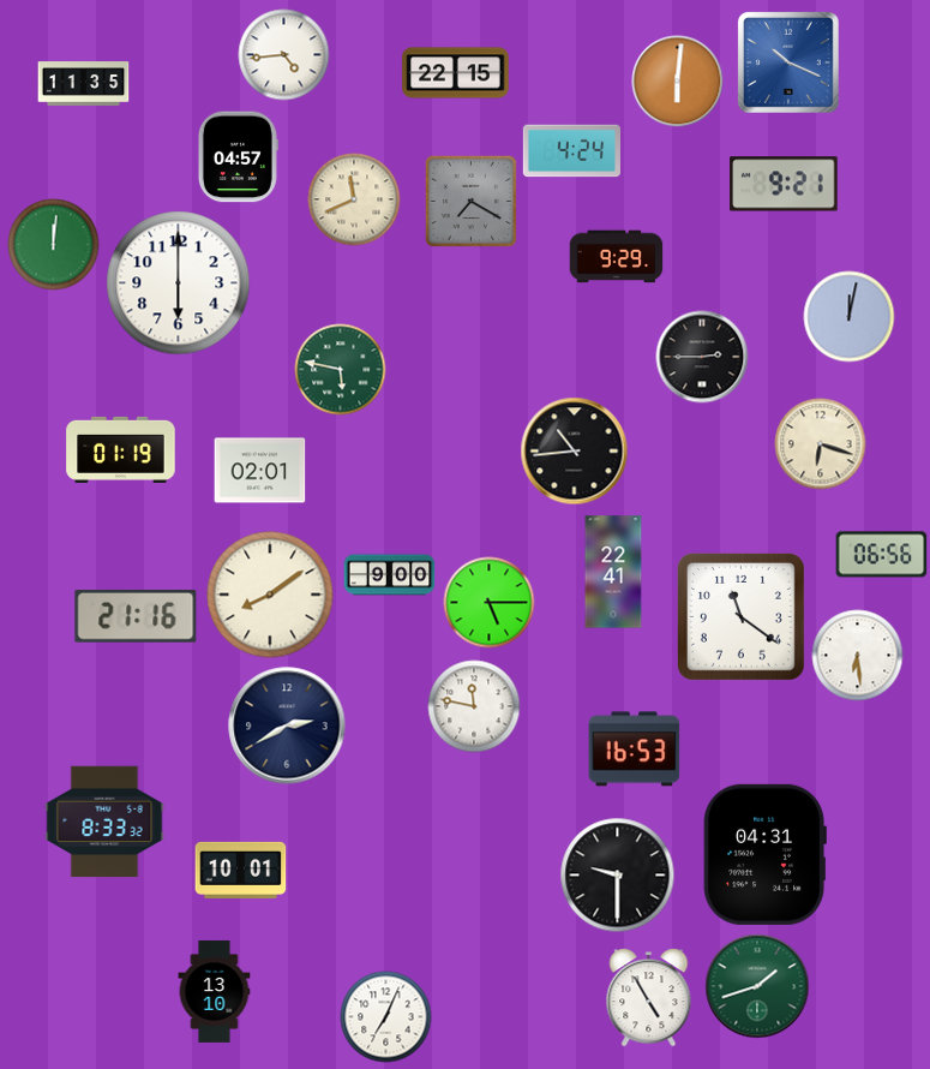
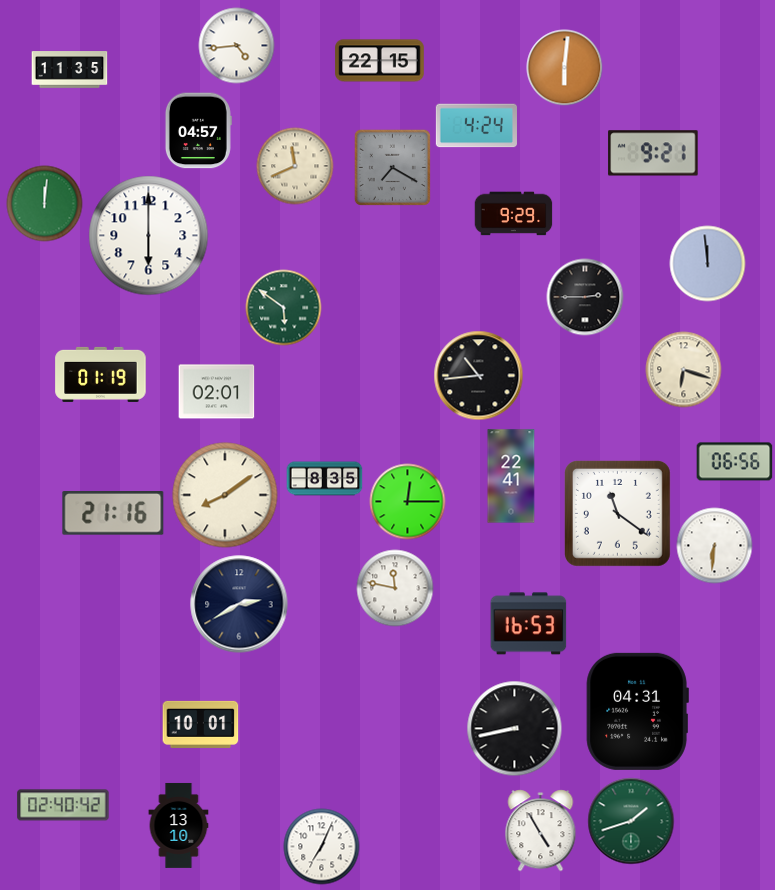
clock at (790, 64): 10:19 -> none
clock at (850, 317): 12:02 -> 11:59
clock at (341, 370): 5:47 -> 5:51
clock at (390, 575): 9:00 -> 8:35
clock at (490, 603): 5:15 -> 12:15
clock at (858, 656): 6:29 -> 6:31
clock at (104, 822): 8:33 -> none
clock at (618, 876): 9:30 -> 8:43
clock at (63, 805): none -> 02:40
